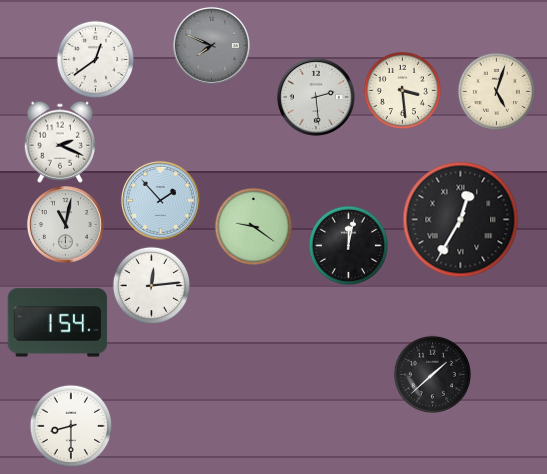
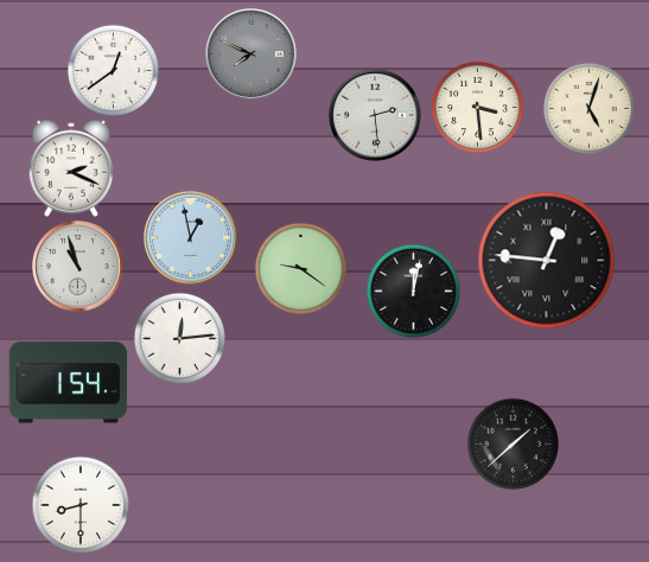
clock at (160, 200): 1:53 -> 12:58
clock at (461, 220): 12:35 -> 12:46
clock at (65, 224): 11:02 -> 10:57
clock at (71, 426) position: (71, 426) -> (81, 505)
